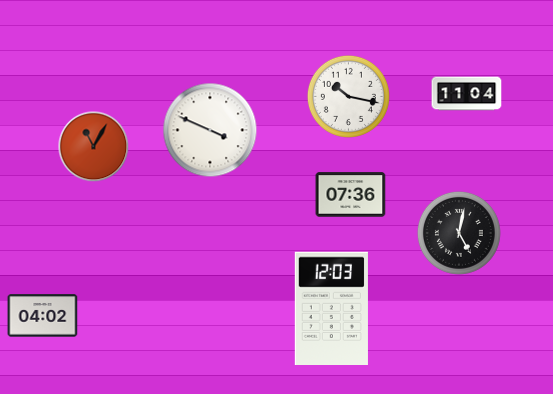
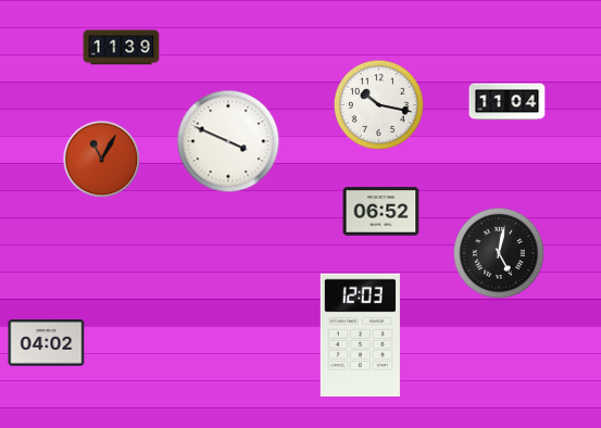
clock at (122, 48): none -> 11:39
clock at (351, 195): 07:36 -> 06:52
